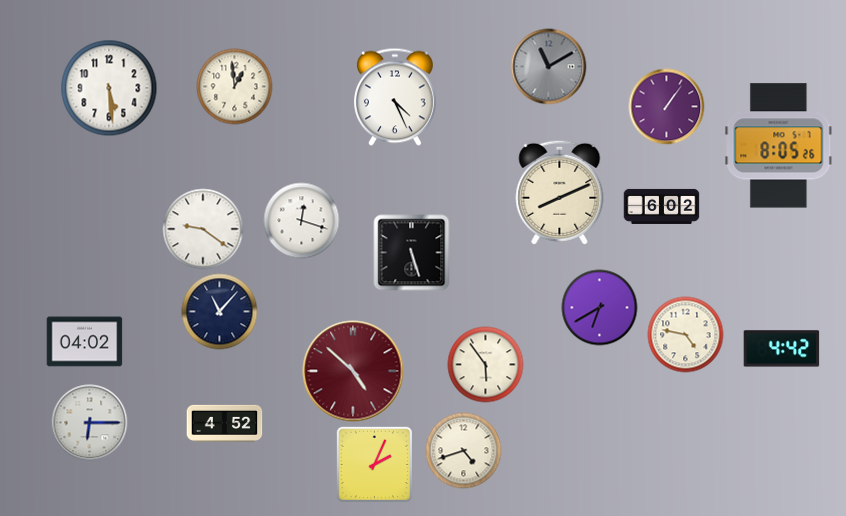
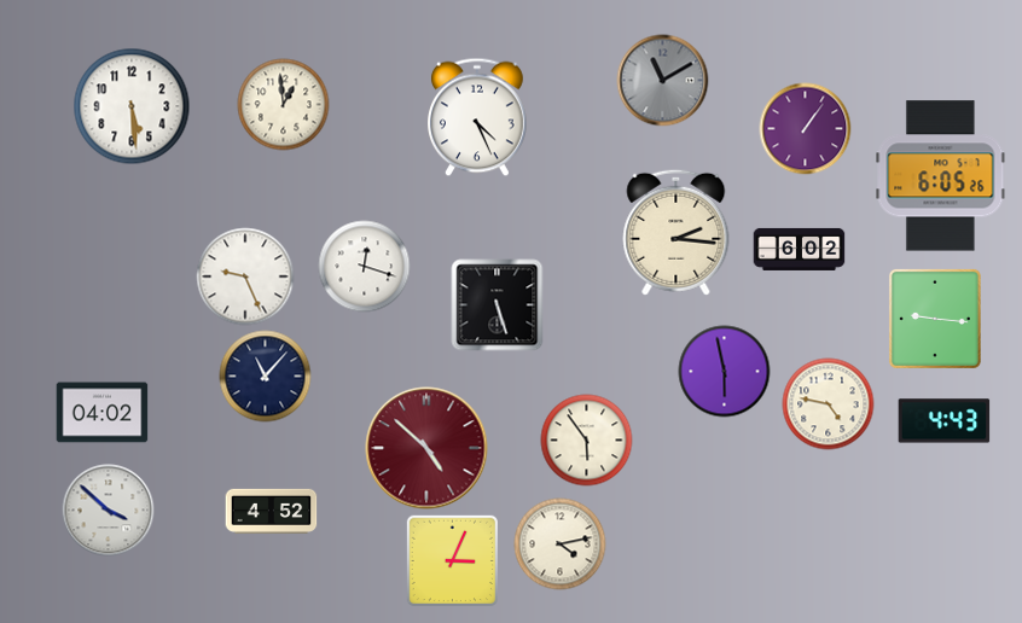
clock at (779, 146): 8:05 -> 6:05
clock at (560, 192): 8:11 -> 2:16
clock at (203, 229): 9:21 -> 9:26
clock at (935, 319): none -> 9:16
clock at (600, 308): 6:40 -> 5:58
clock at (782, 349): 4:42 -> 4:43
clock at (90, 423): 6:15 -> 3:52
clock at (464, 451): 4:42 -> 4:13
clock at (374, 464): 2:04 -> 3:04
